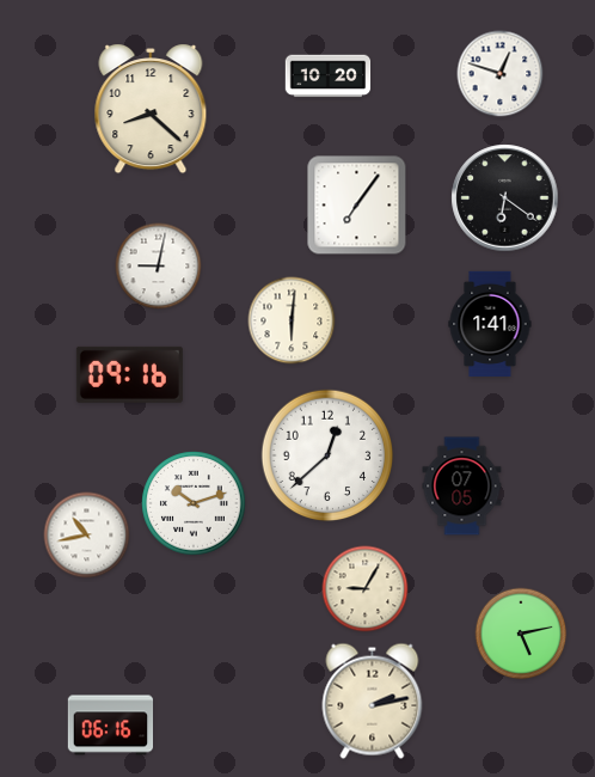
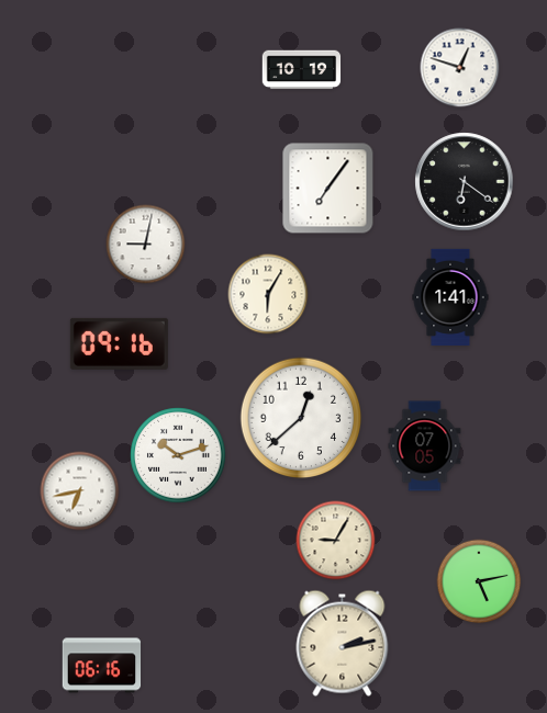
clock at (329, 77): 10:20 -> 10:19
clock at (151, 109): 8:22 -> none
clock at (292, 320): 6:01 -> 6:05
clock at (194, 503) position: (194, 503) -> (178, 455)
clock at (87, 536): 10:43 -> 6:43
